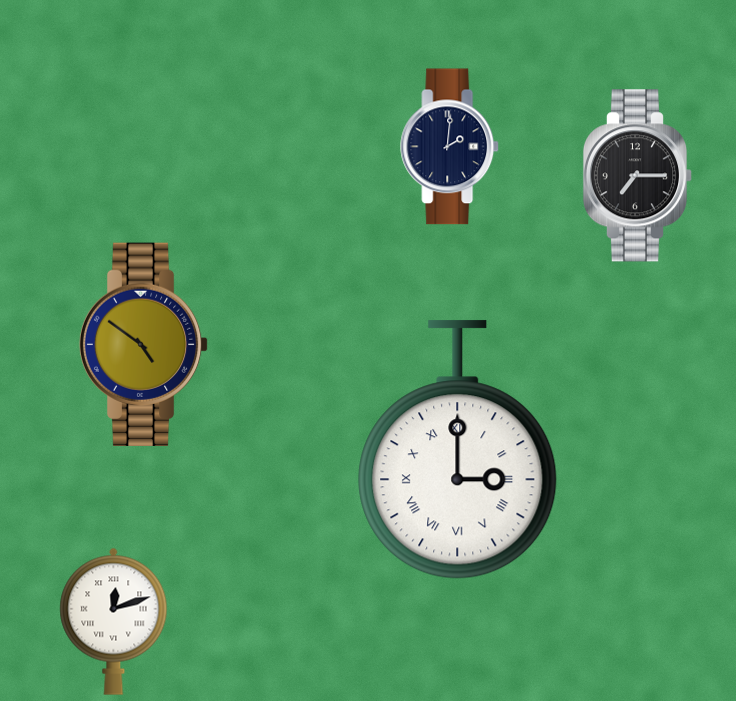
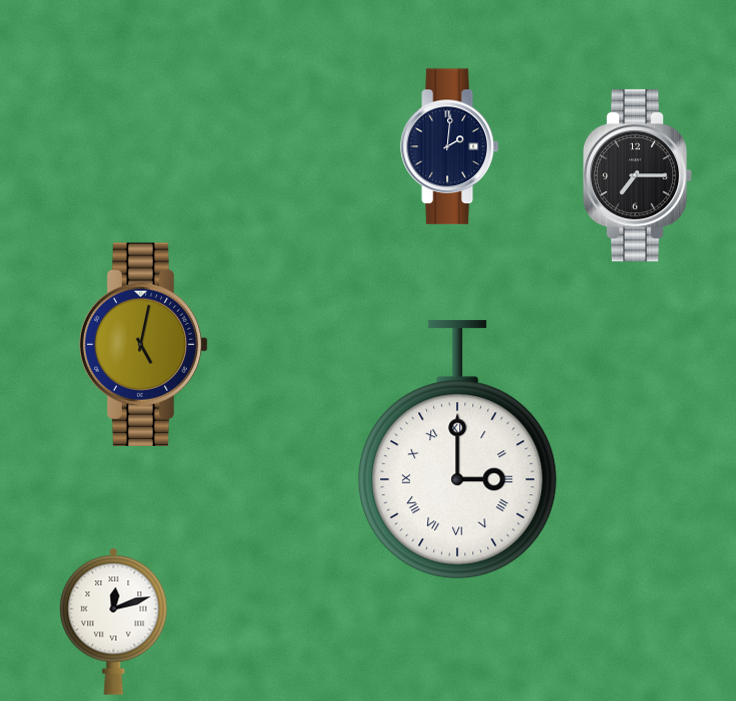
clock at (144, 344): 4:51 -> 5:02
